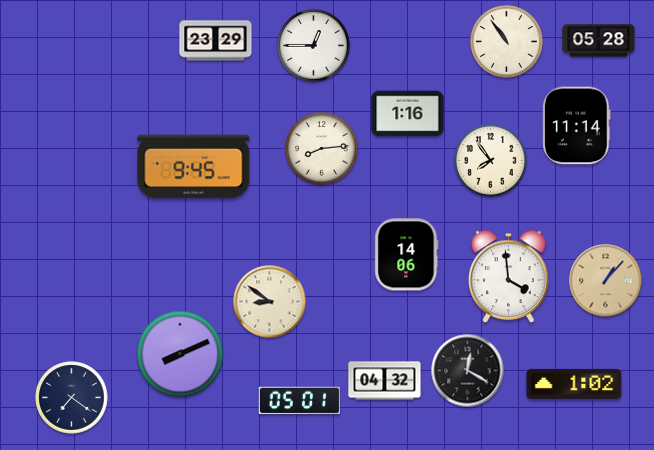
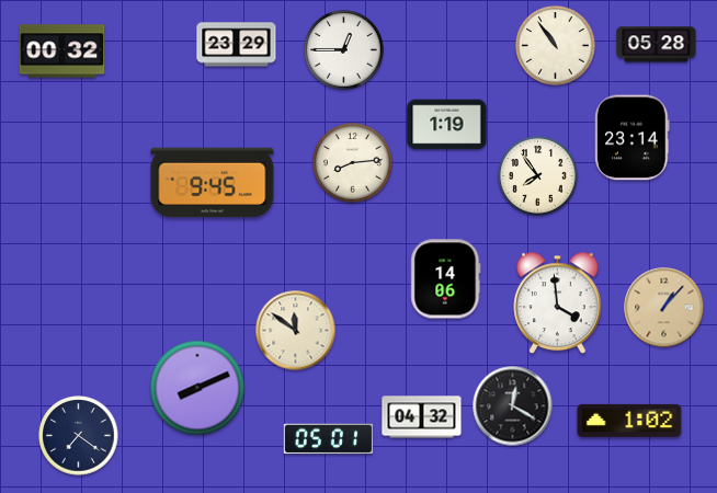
clock at (62, 51): none -> 00:32
clock at (408, 114): 1:16 -> 1:19
clock at (577, 126): 11:14 -> 23:14
clock at (270, 302): 8:51 -> 11:51
